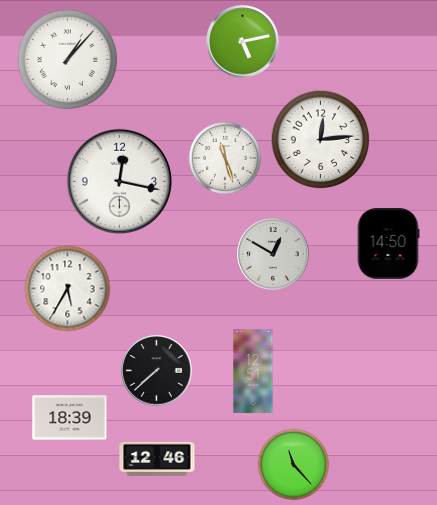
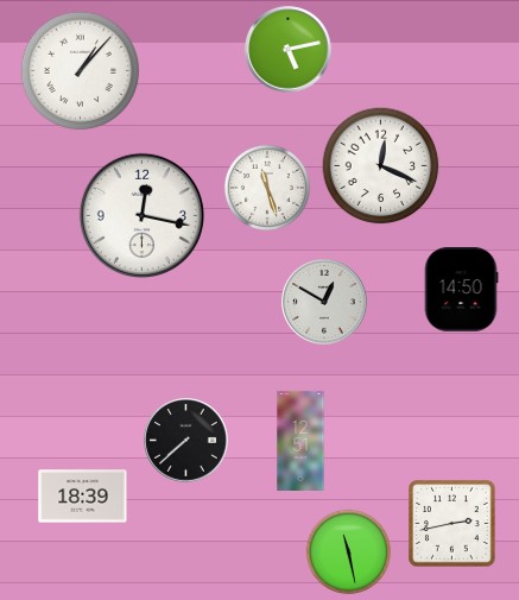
clock at (321, 140): 12:14 -> 12:19
clock at (68, 289): 5:35 -> none
clock at (452, 524): none -> 2:43
clock at (157, 459): 12:46 -> none
clock at (294, 465): 11:23 -> 11:28
